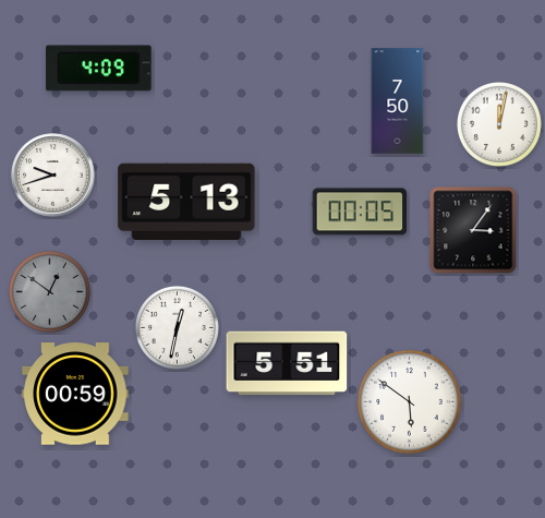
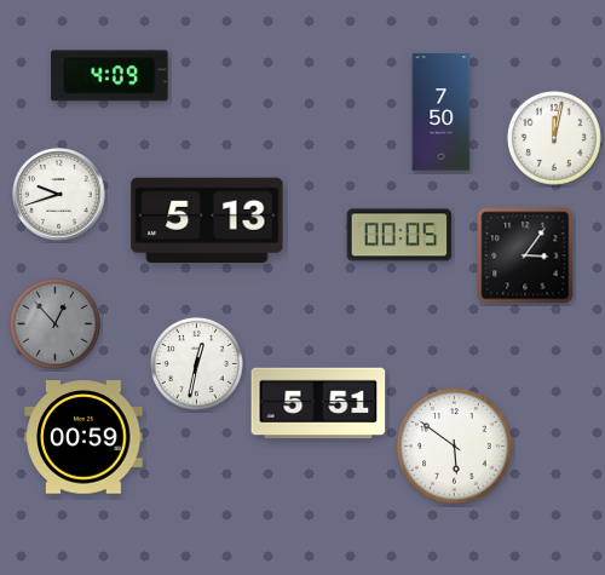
clock at (186, 201) position: (186, 201) -> (207, 219)
clock at (49, 291): 12:51 -> 12:53
